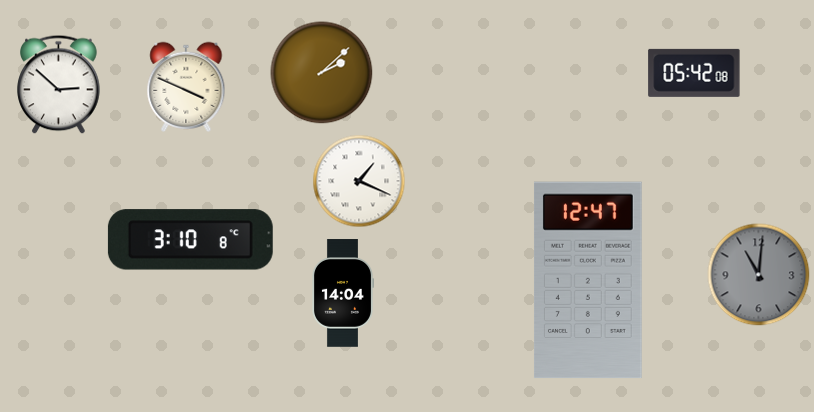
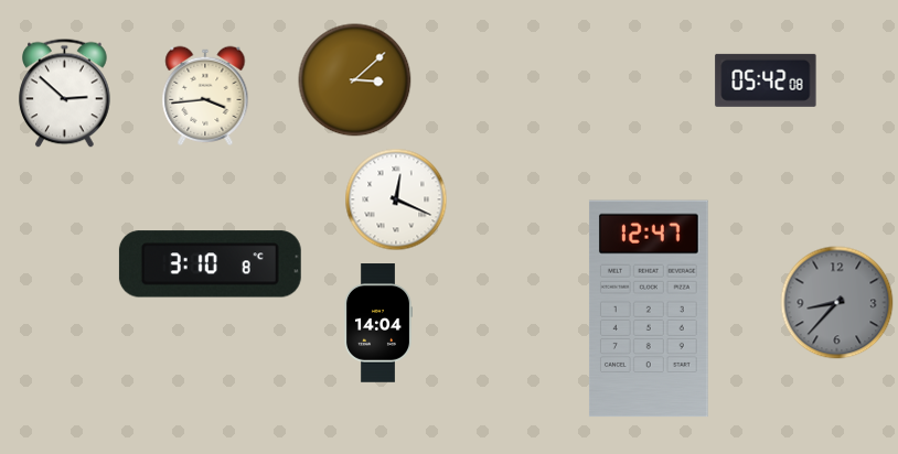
clock at (322, 73): 2:08 -> 3:08
clock at (186, 86): 3:49 -> 3:44
clock at (359, 181): 1:19 -> 12:19
clock at (759, 275): 11:01 -> 8:37
